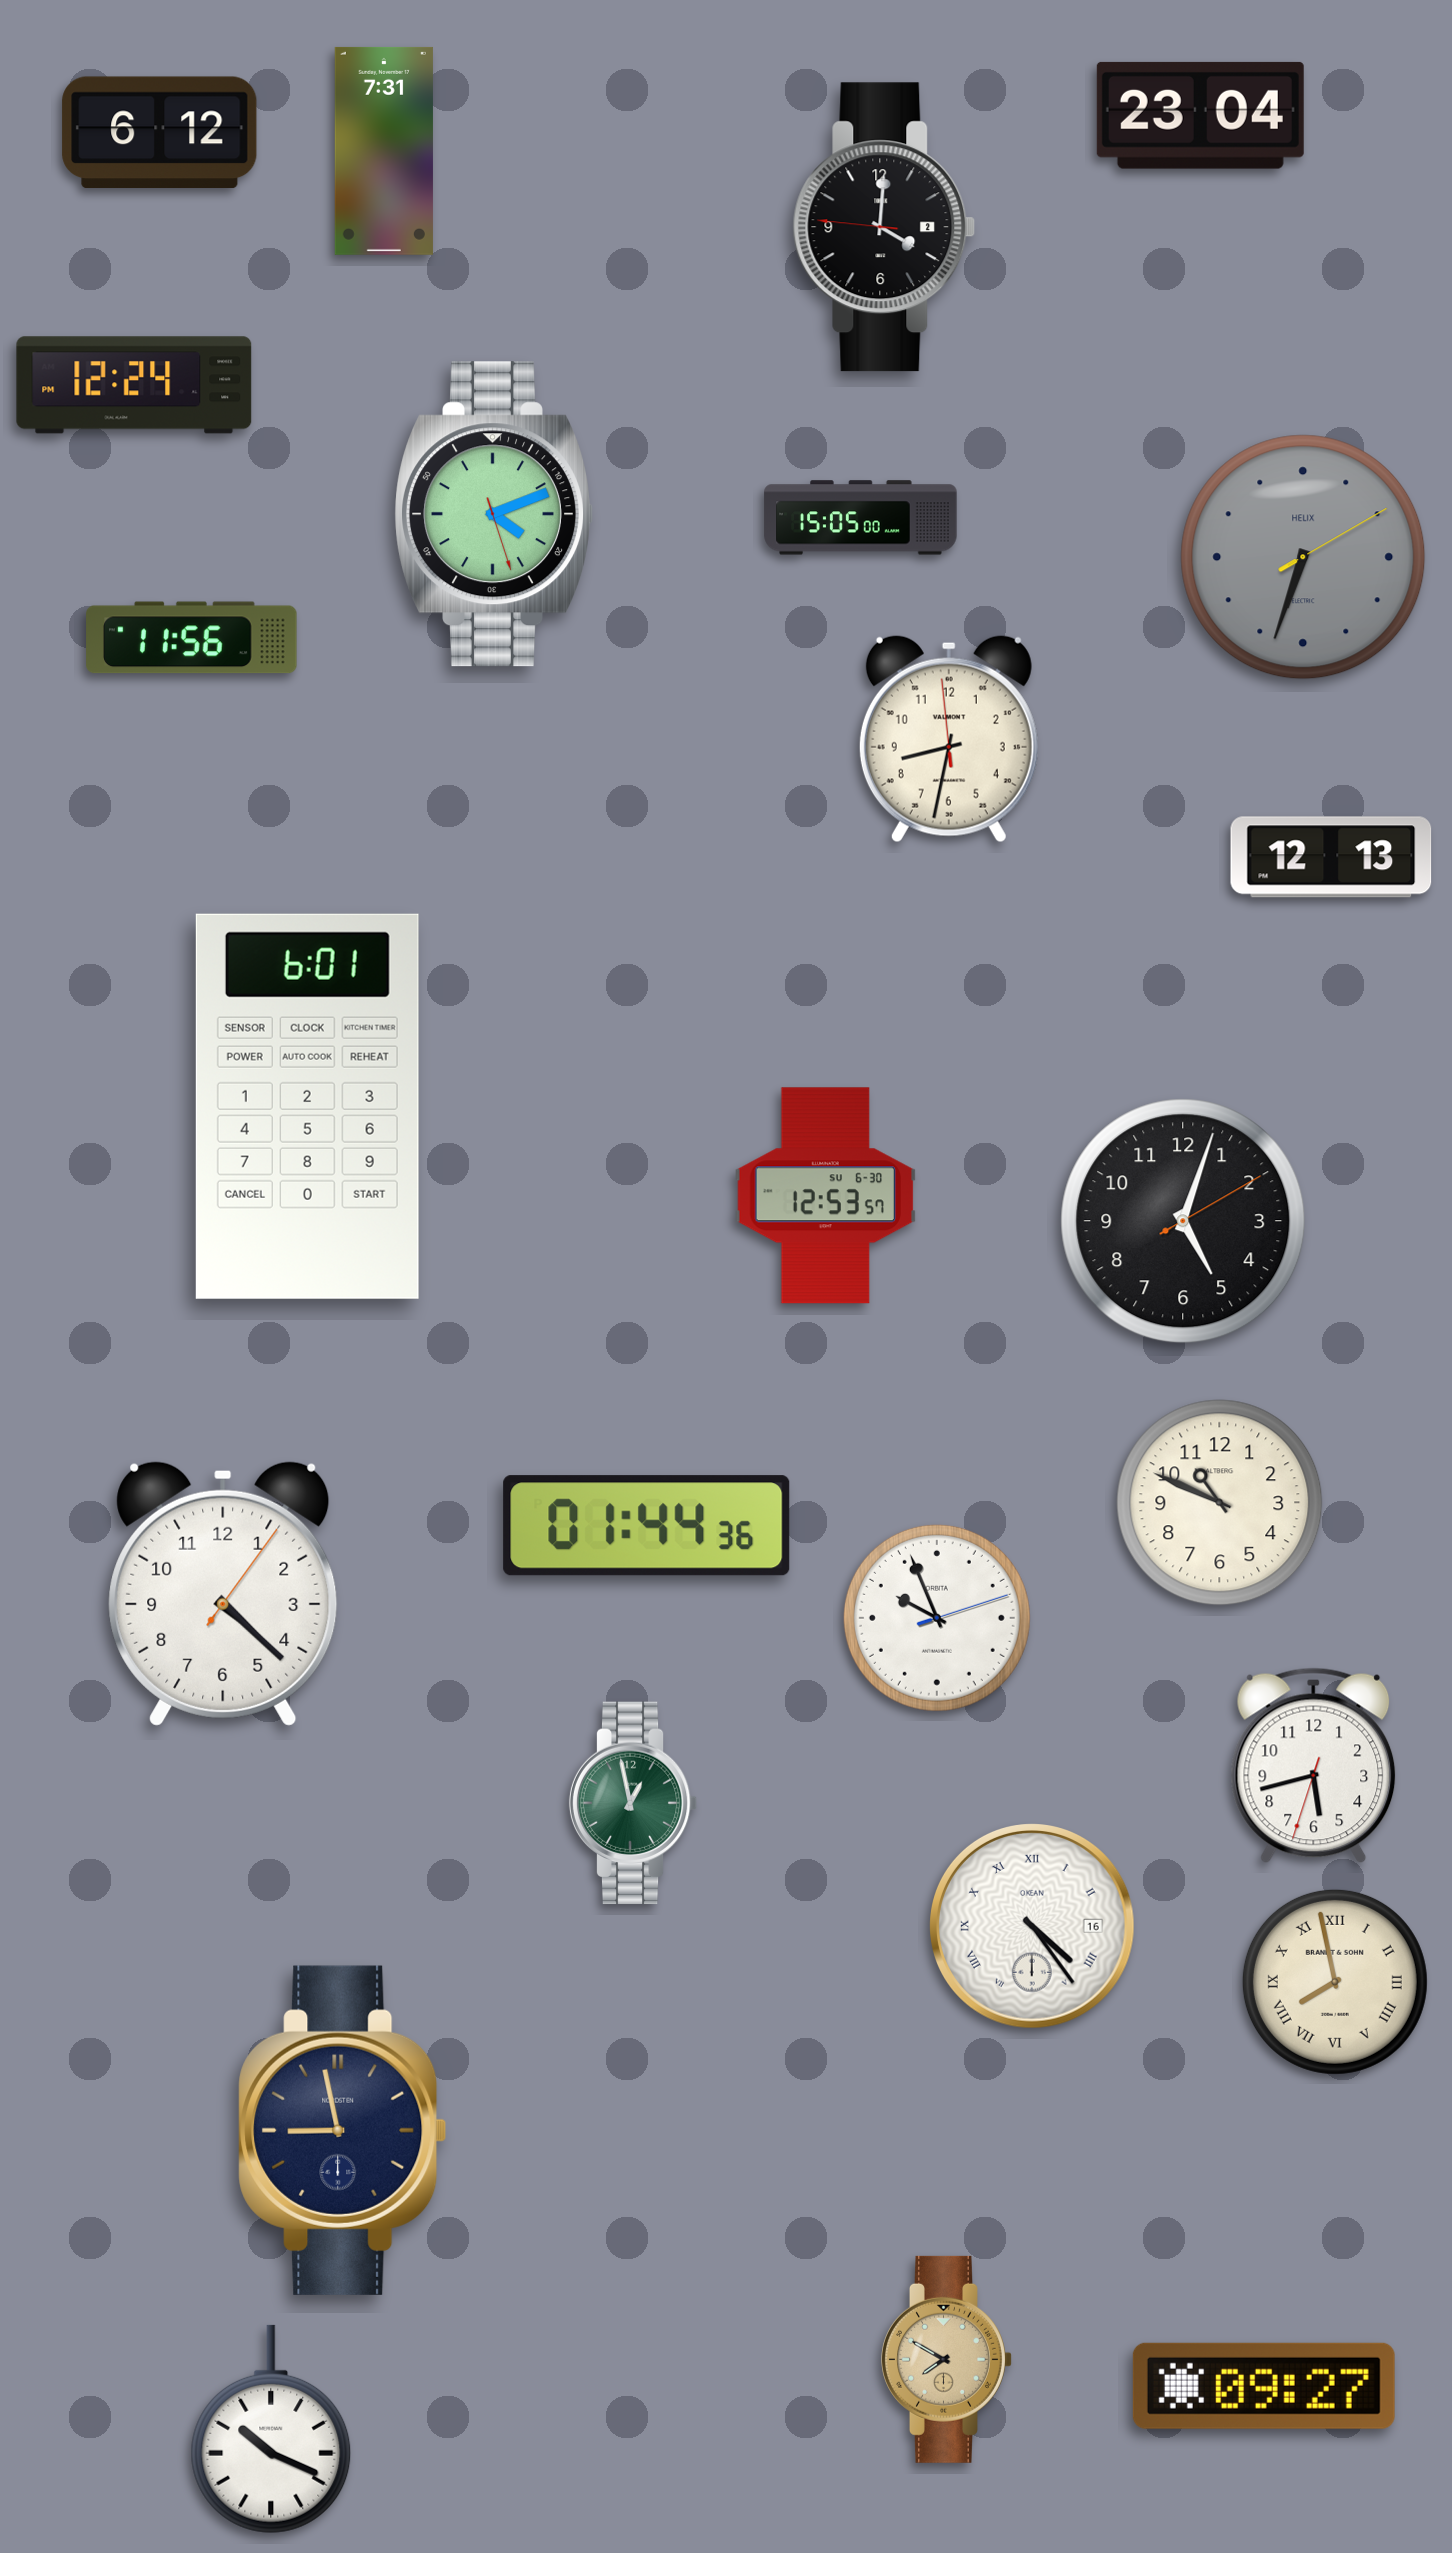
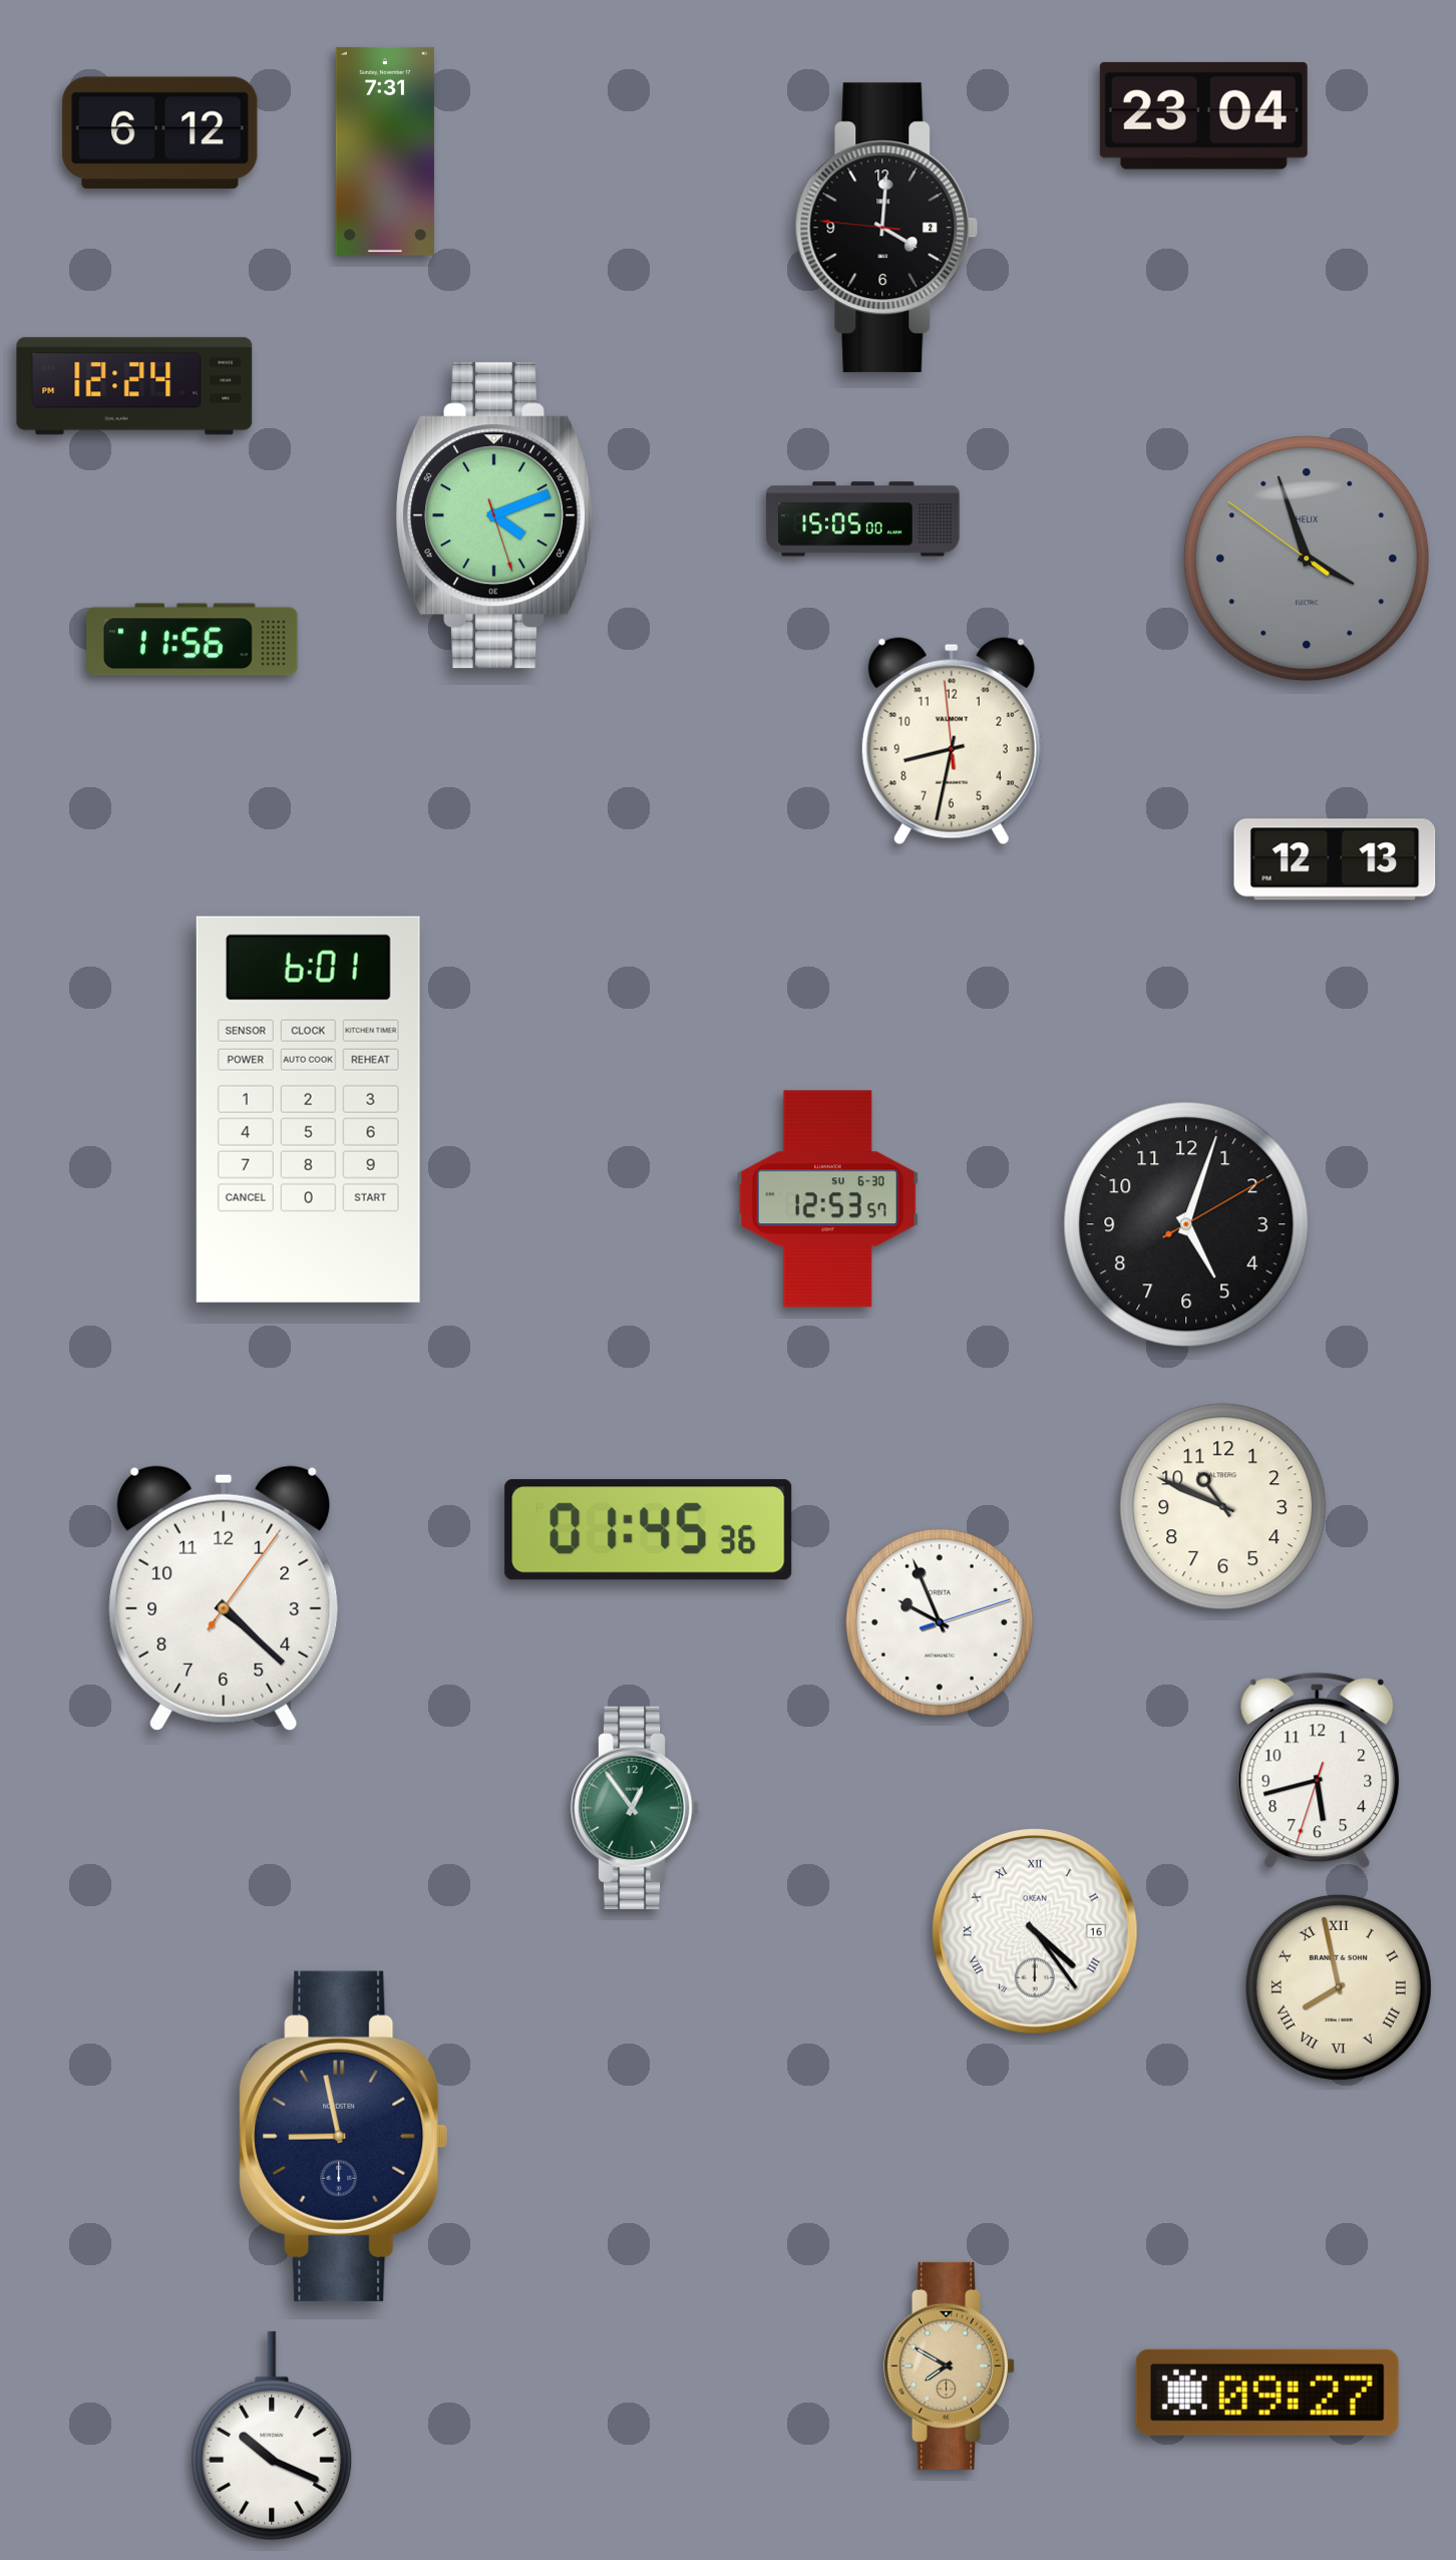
clock at (1303, 557): 6:33 -> 3:56
clock at (647, 1526): 01:44 -> 01:45
clock at (633, 1803): 12:58 -> 12:54
